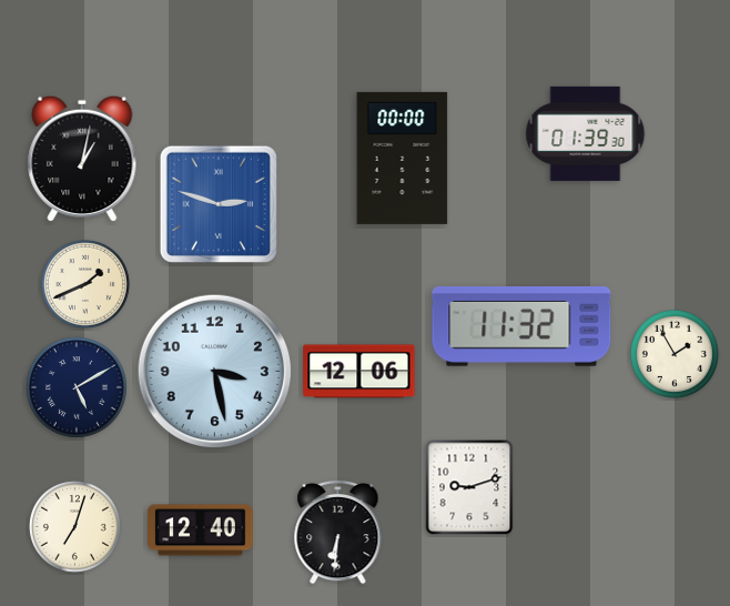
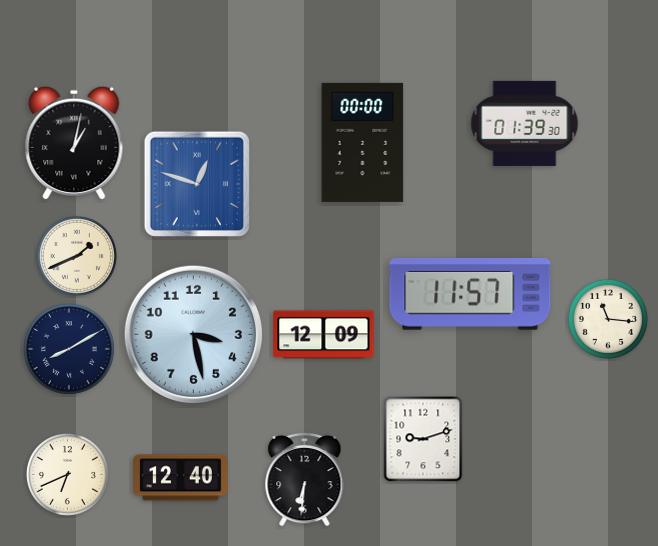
clock at (586, 133) position: (586, 133) -> (525, 123)
clock at (219, 204): 2:48 -> 12:48
clock at (521, 327): 11:32 -> 11:57
clock at (675, 354): 1:55 -> 11:16
clock at (359, 372): 12:06 -> 12:09
clock at (78, 388): 5:10 -> 8:10
clock at (74, 526): 7:03 -> 6:41
